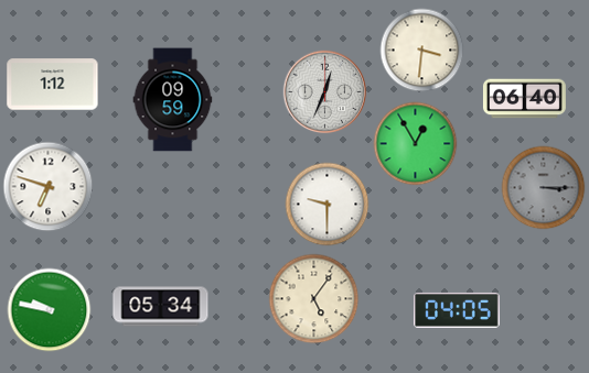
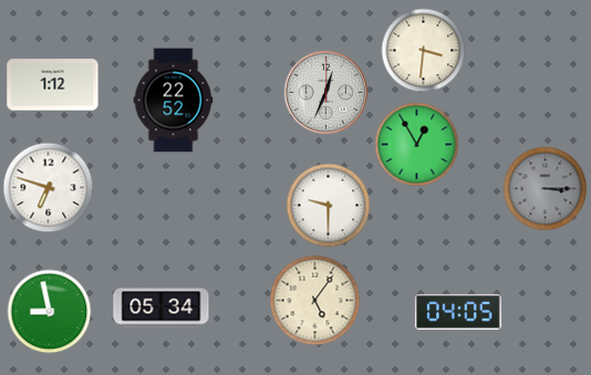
clock at (524, 99): 06:40 -> none
clock at (173, 100): 09:59 -> 22:52
clock at (50, 310): 9:47 -> 8:58
